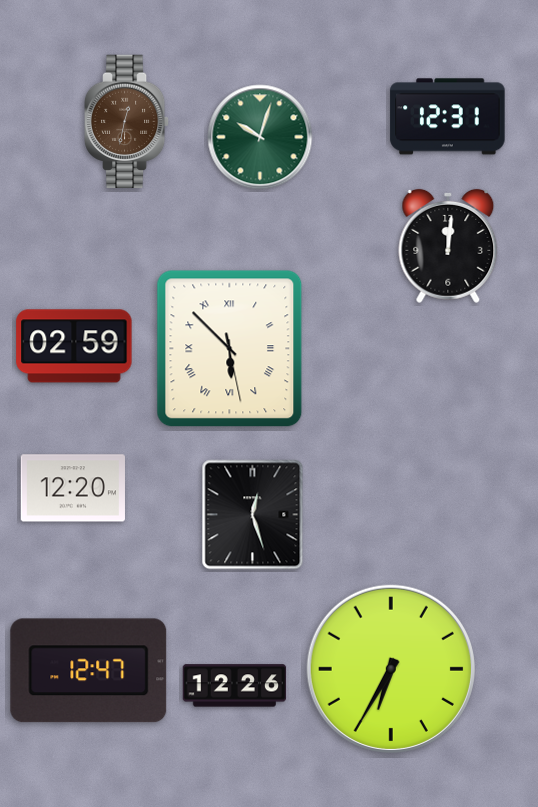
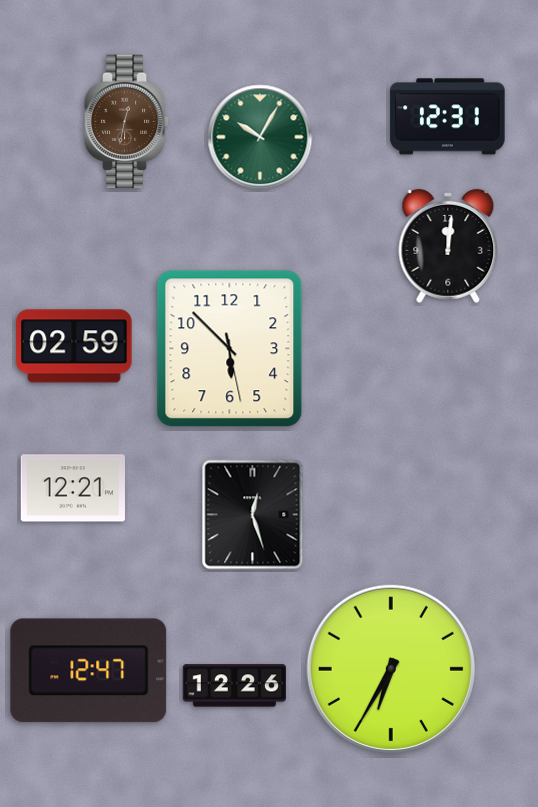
clock at (260, 137): 10:03 -> 10:05
clock at (230, 349) numerals: Roman -> Arabic
clock at (73, 488): 12:20 -> 12:21
